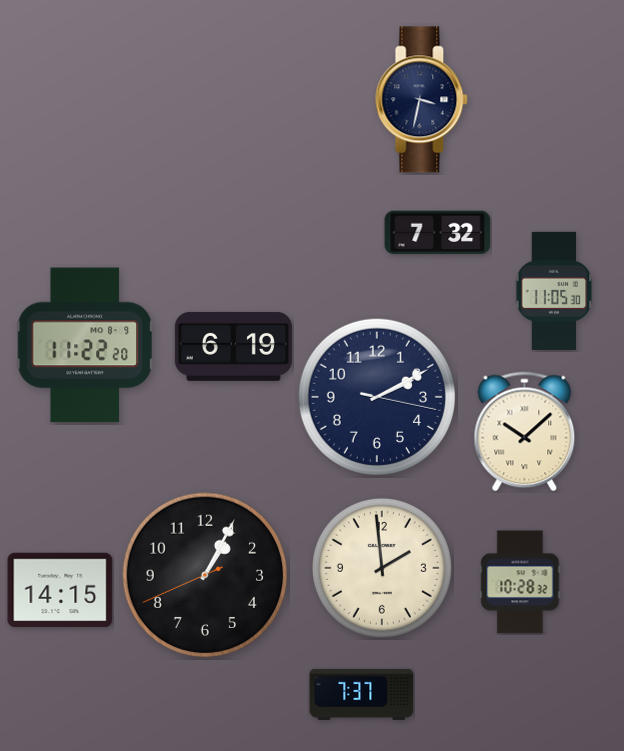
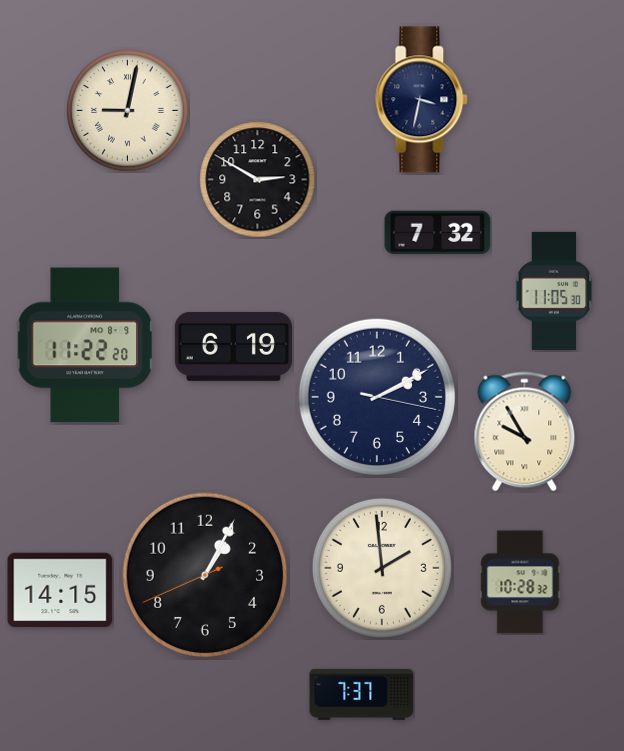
clock at (128, 111): none -> 9:02
clock at (258, 180): none -> 2:50
clock at (525, 432): 10:08 -> 9:55
